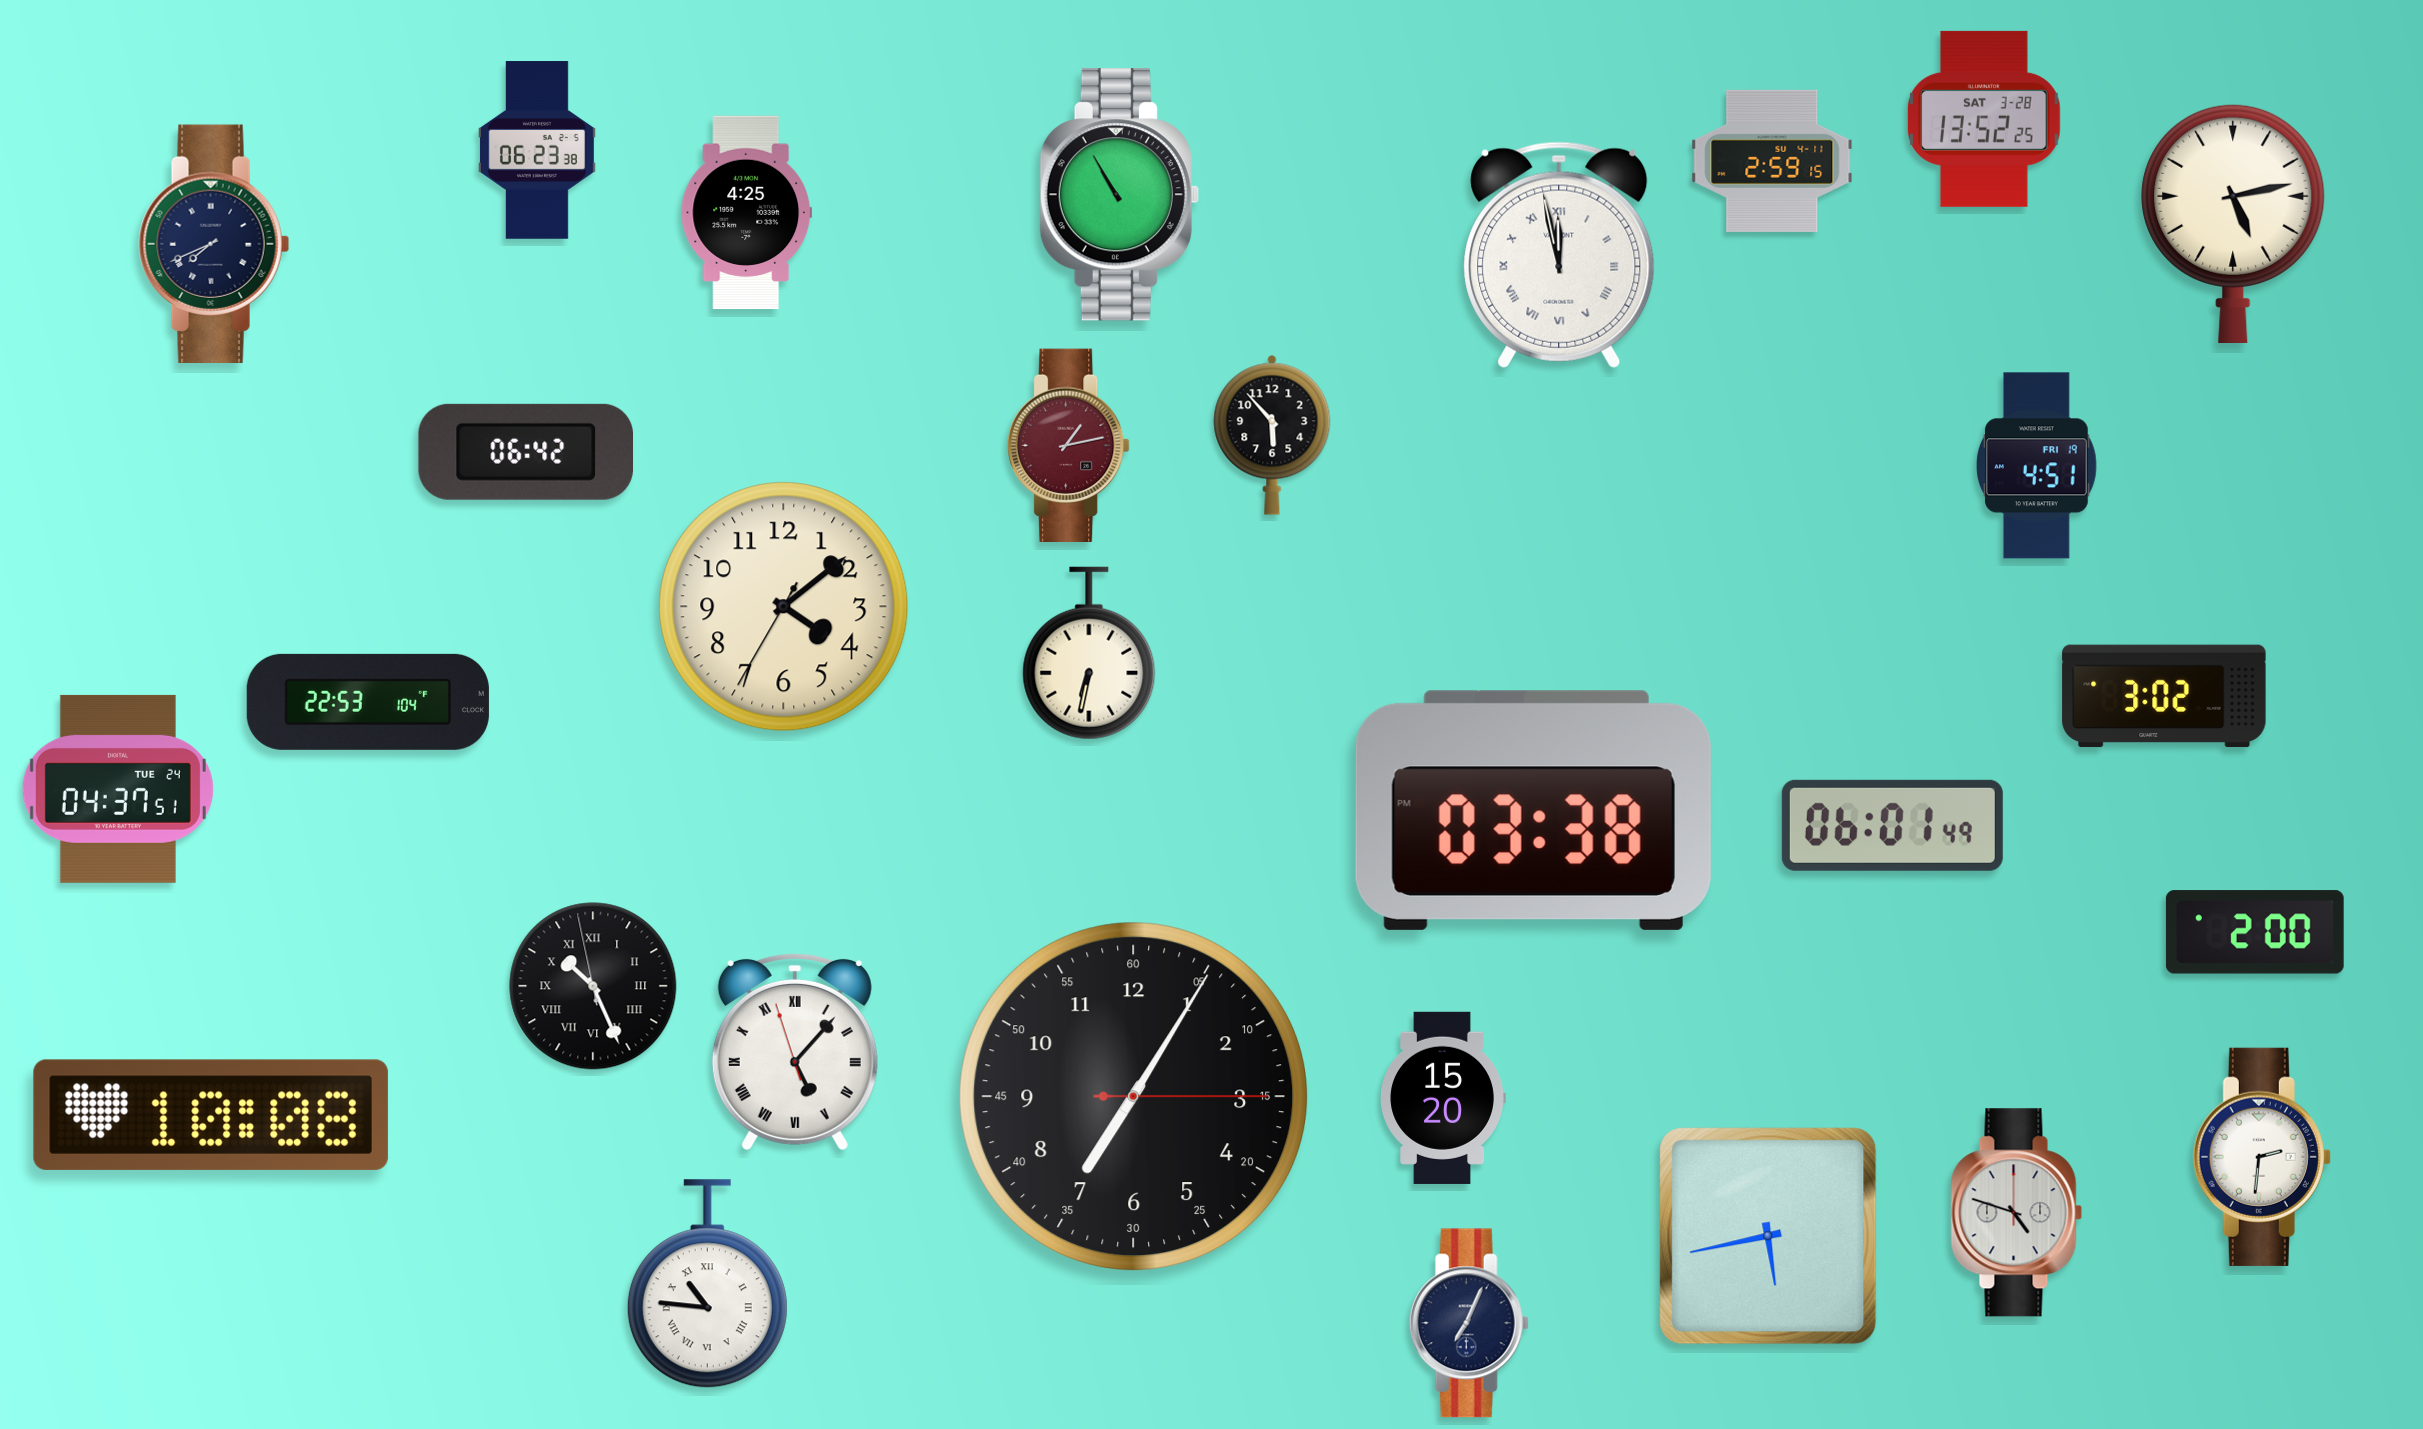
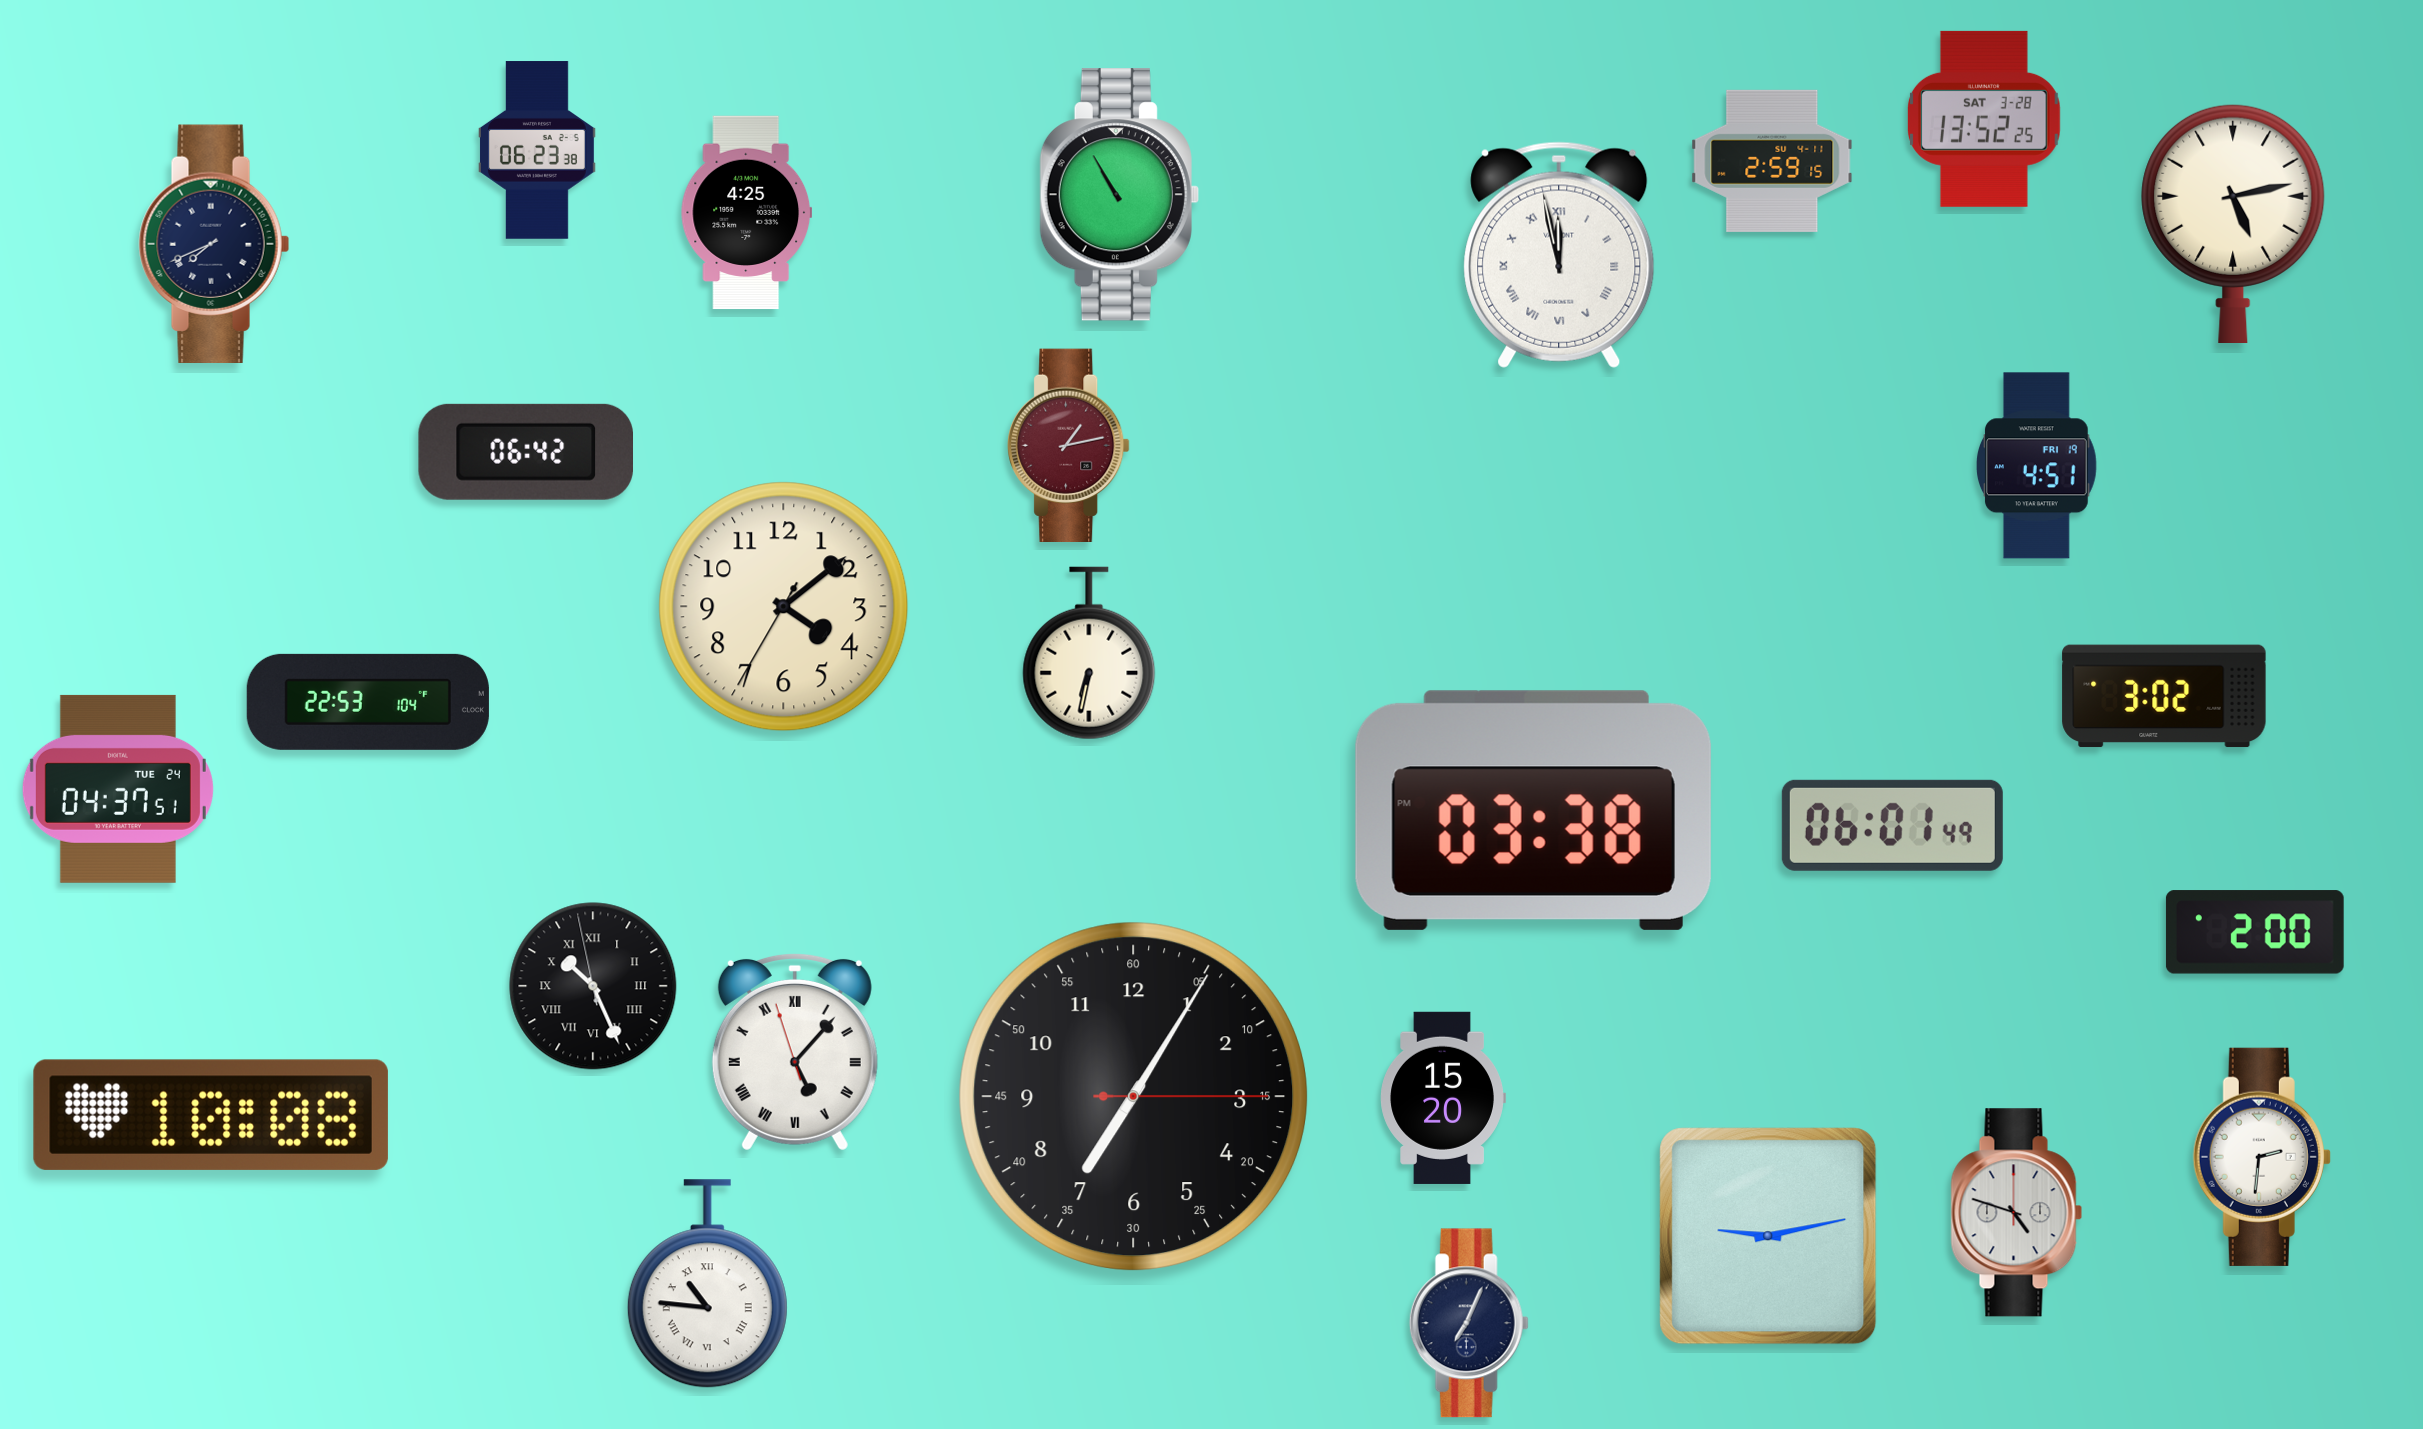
clock at (1272, 435): 5:53 -> none
clock at (1768, 1236): 5:43 -> 9:13
